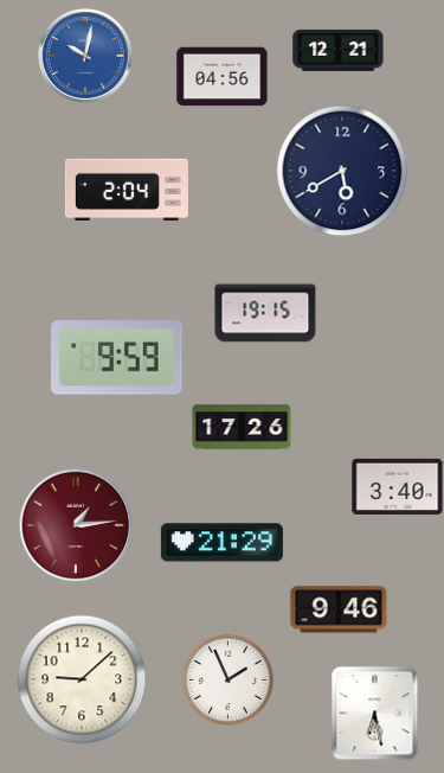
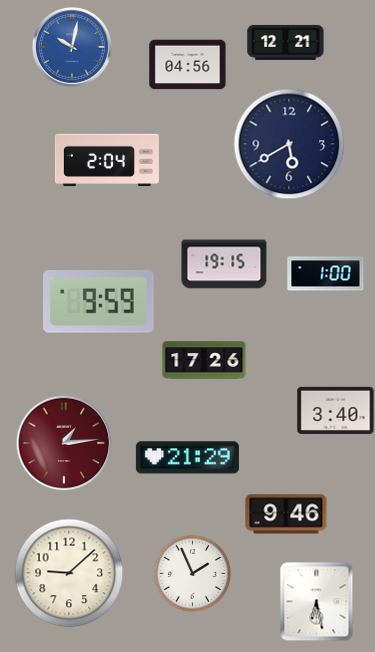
clock at (326, 274): none -> 1:00
